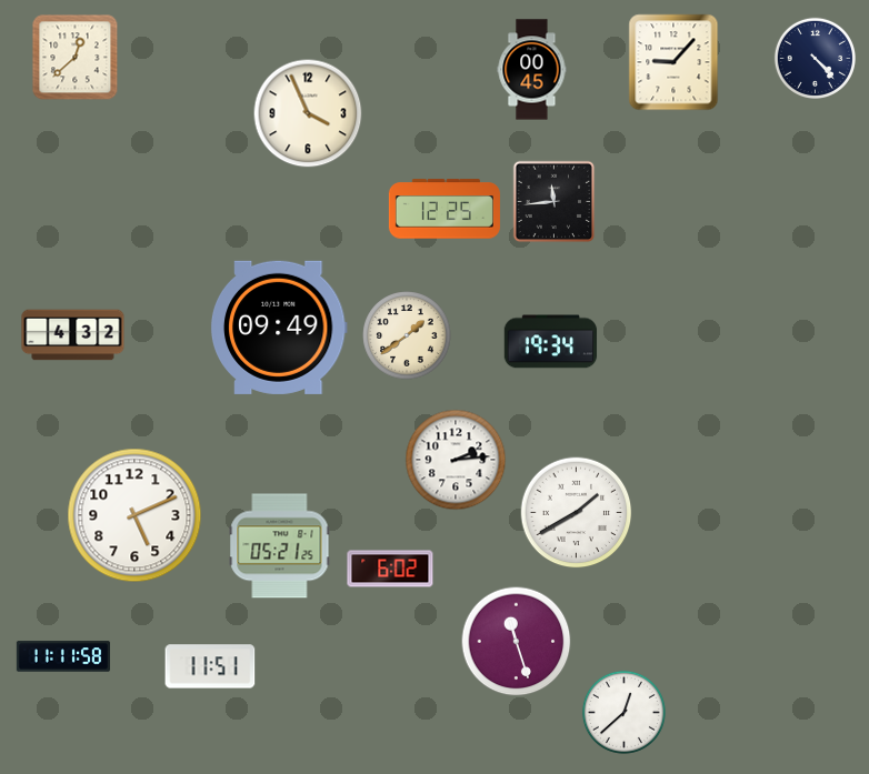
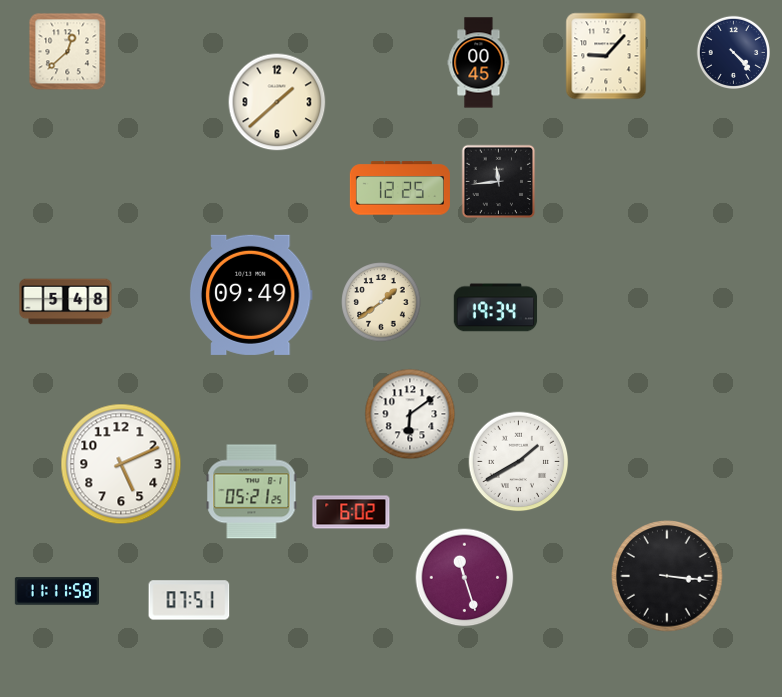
clock at (308, 113): 3:56 -> 1:38
clock at (73, 335): 4:32 -> 5:48
clock at (407, 335) position: (407, 335) -> (381, 302)
clock at (456, 460): 2:14 -> 6:09
clock at (667, 576): none -> 3:16
clock at (210, 666): 11:51 -> 07:51
clock at (623, 712): 12:38 -> none
